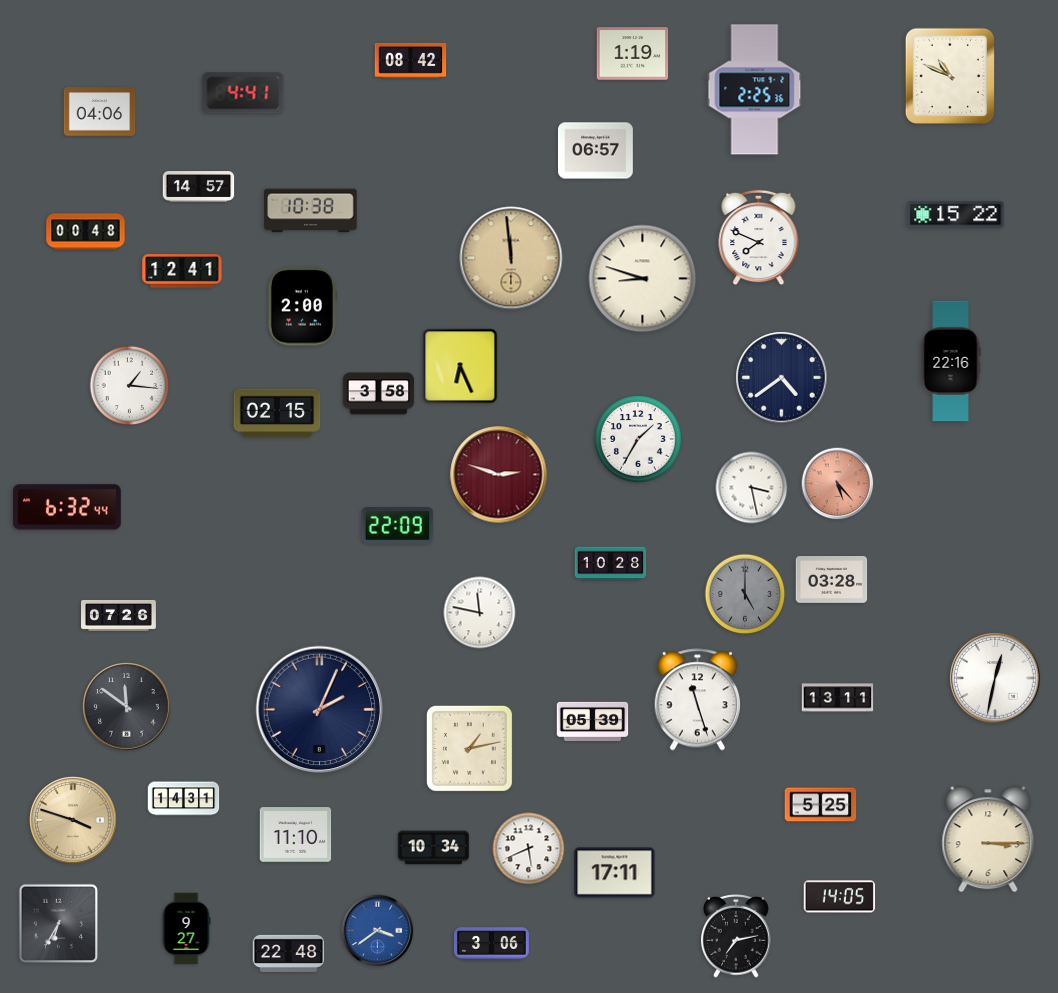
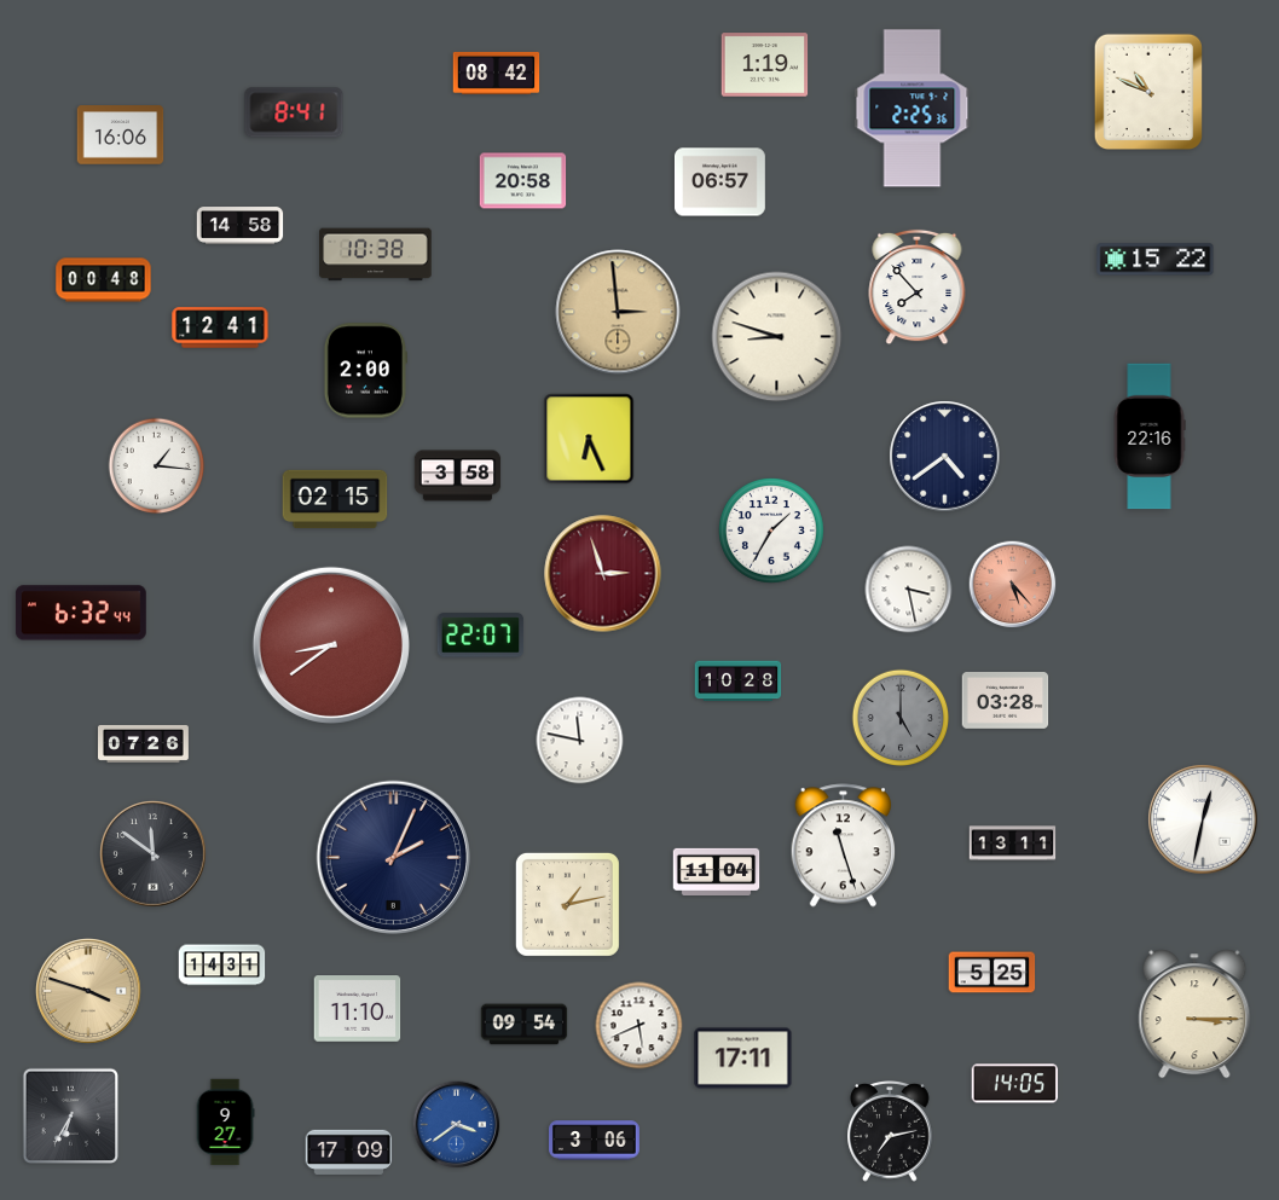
clock at (243, 93): 4:41 -> 8:41
clock at (100, 112): 04:06 -> 16:06
clock at (523, 181): none -> 20:58
clock at (199, 187): 14:57 -> 14:58
clock at (759, 238): 7:49 -> 7:53
clock at (511, 258): 11:59 -> 2:59
clock at (460, 366) position: (460, 366) -> (589, 439)
clock at (499, 475): 2:48 -> 2:57
clock at (398, 526): 22:09 -> 22:07
clock at (331, 645): none -> 8:39
clock at (319, 709) position: (319, 709) -> (393, 857)
clock at (593, 721): 05:39 -> 11:04
clock at (434, 848): 10:34 -> 09:54
clock at (615, 873) position: (615, 873) -> (743, 1059)
clock at (289, 953): 22:48 -> 17:09
